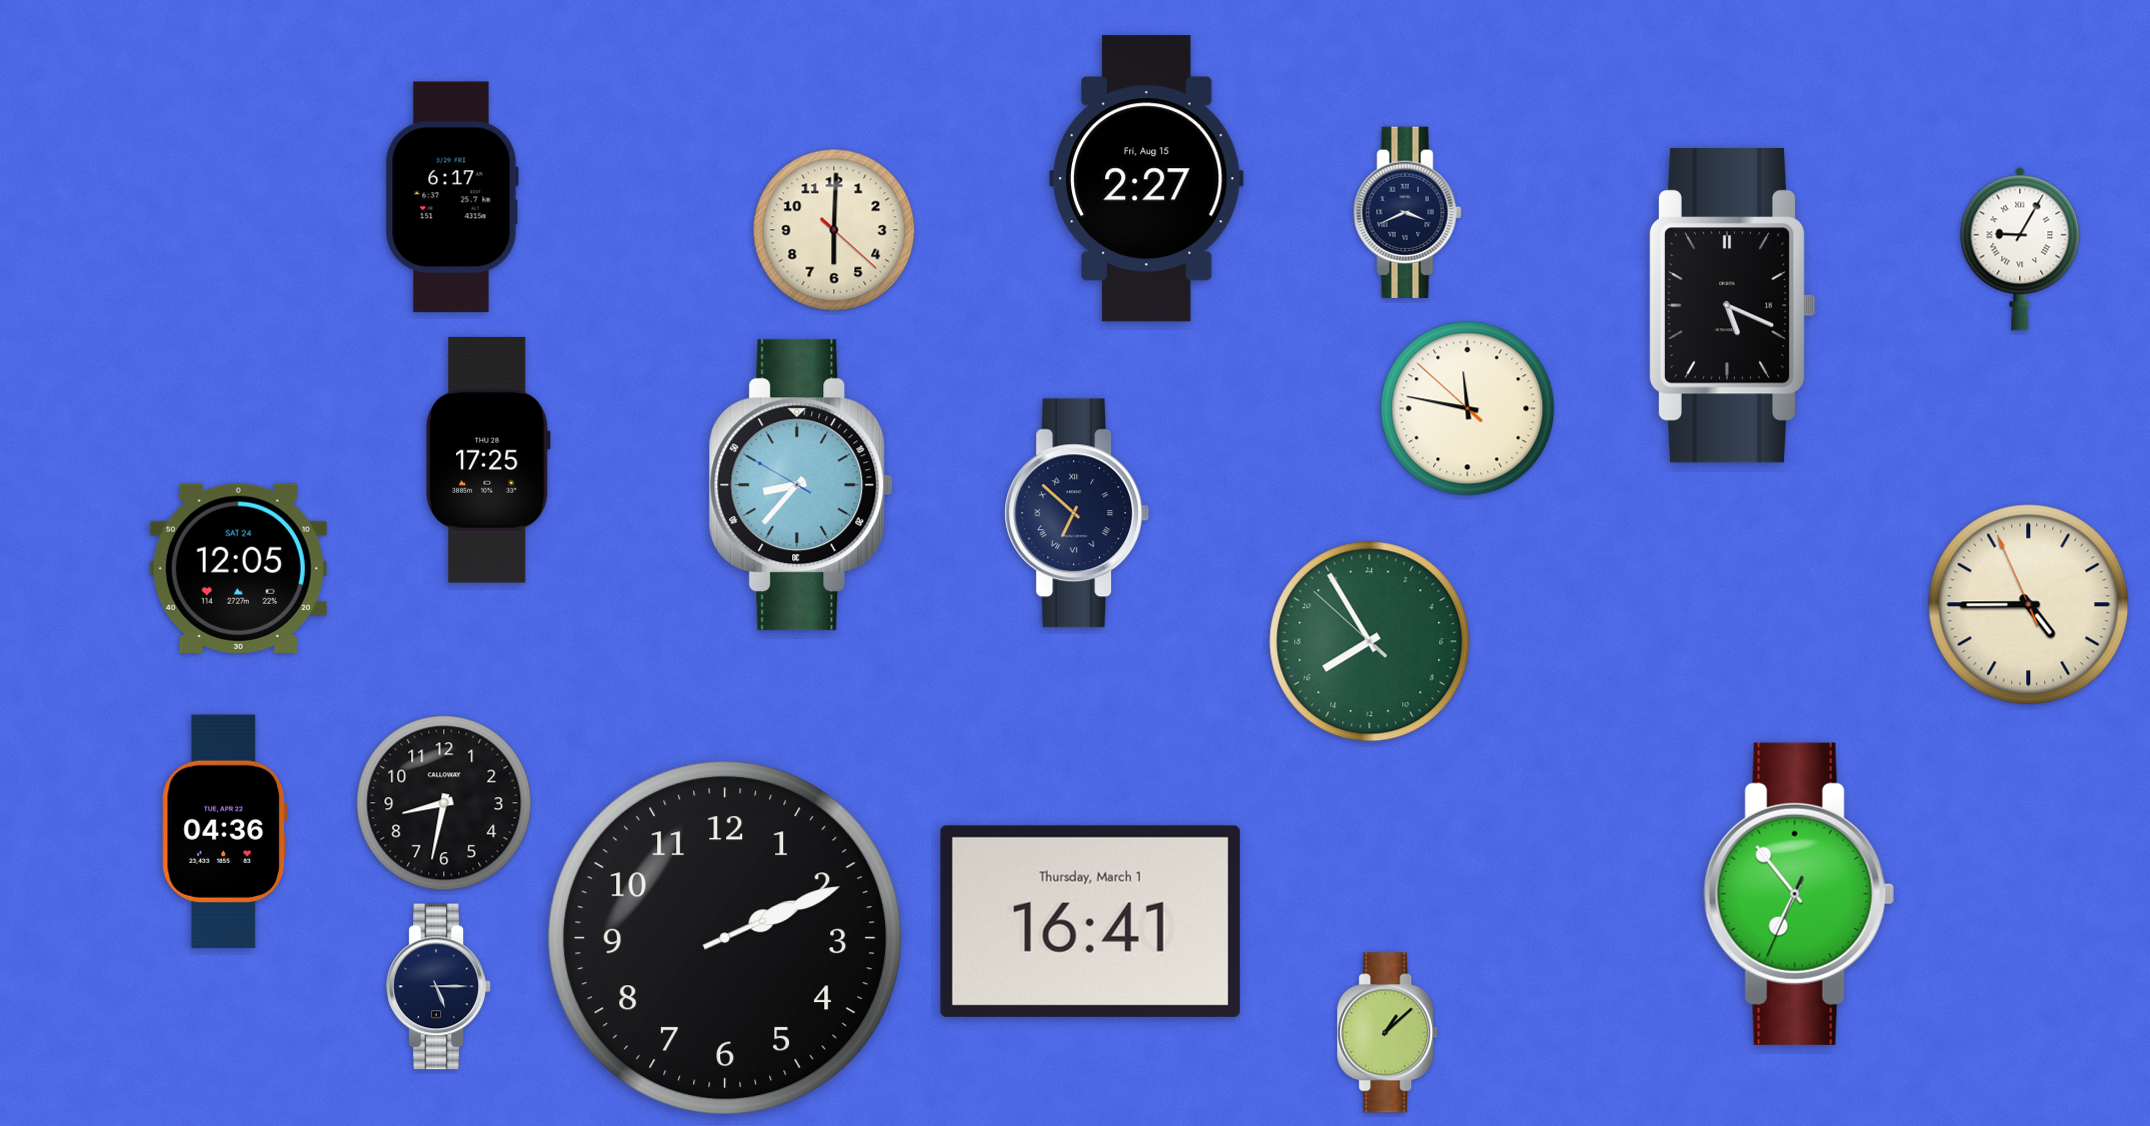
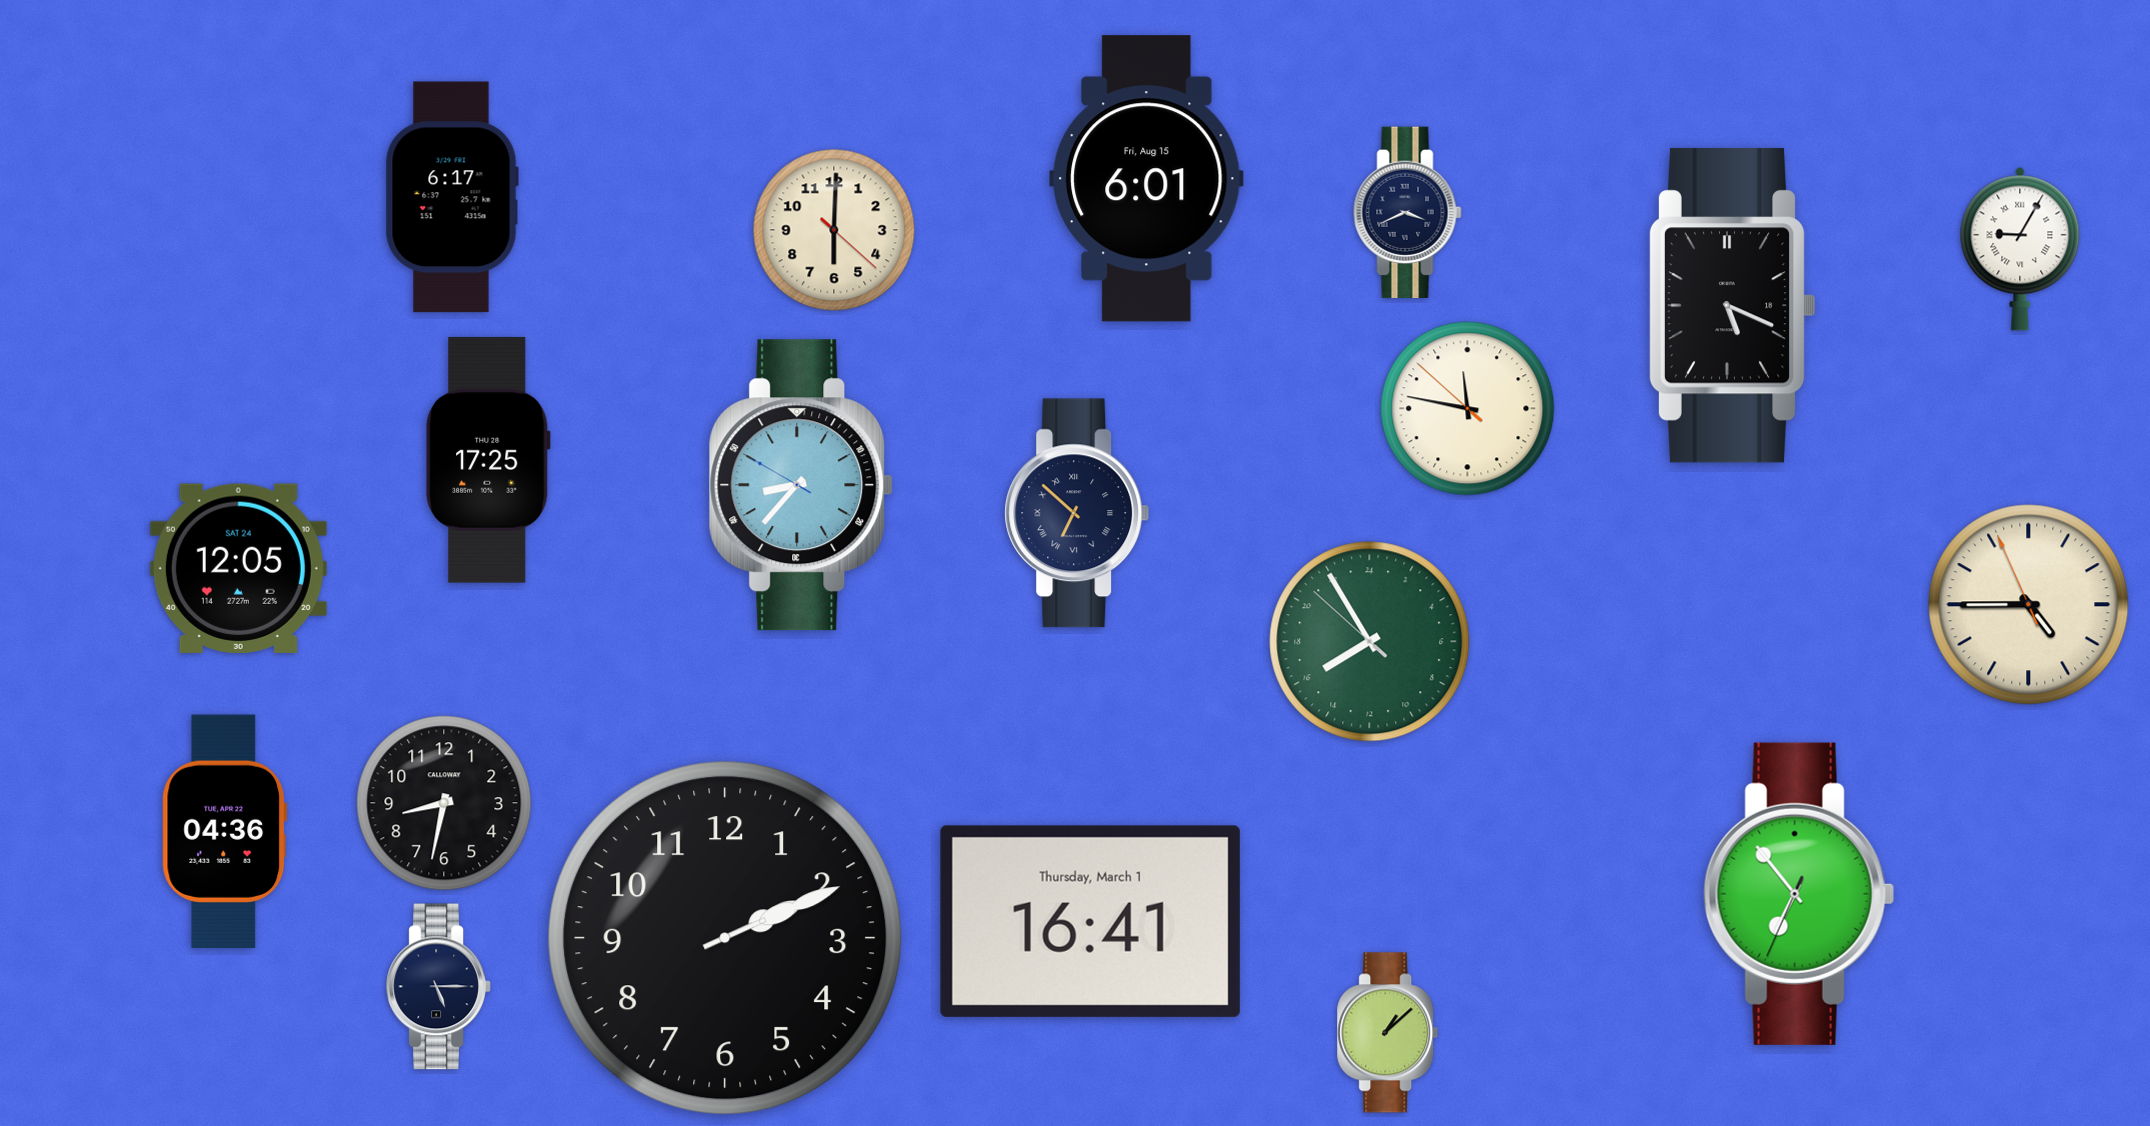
clock at (1147, 179): 2:27 -> 6:01
